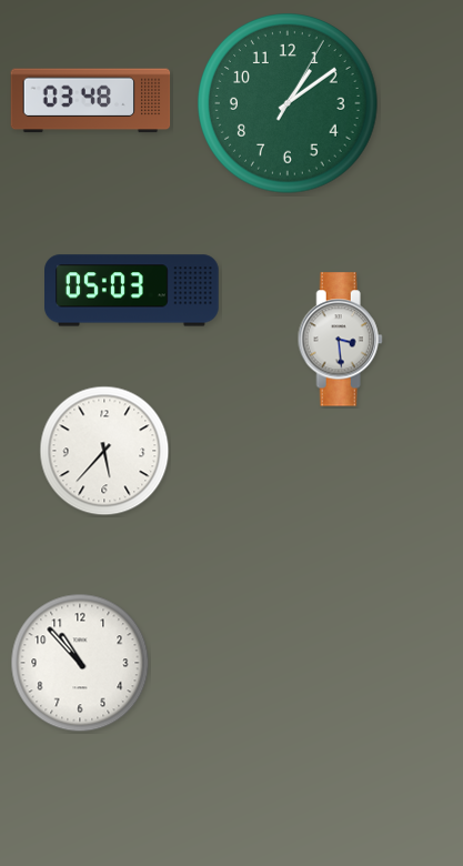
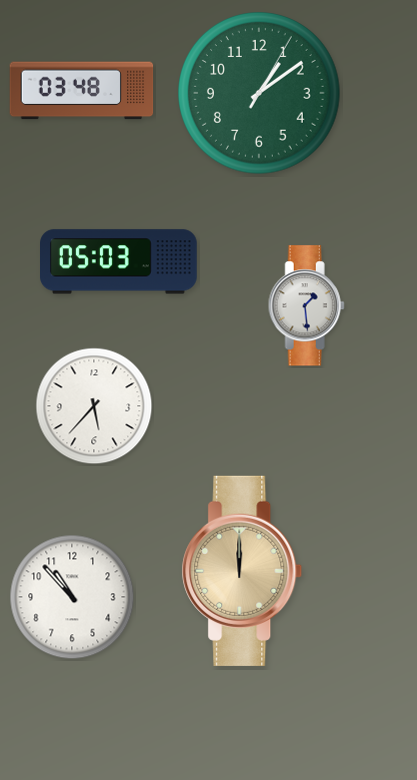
clock at (340, 340): 3:29 -> 1:29
clock at (242, 571): none -> 12:00
